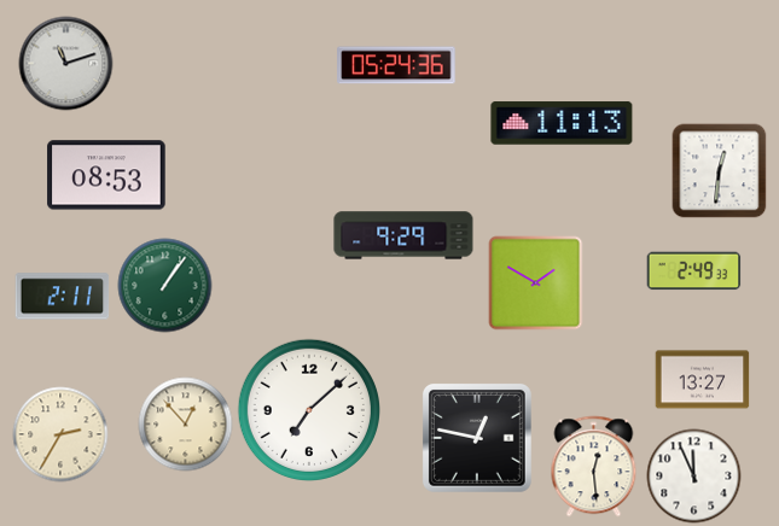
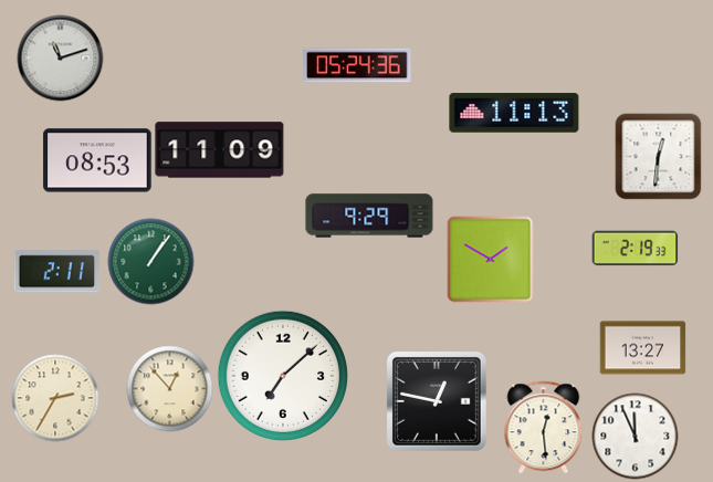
clock at (396, 65) position: (396, 65) -> (357, 65)
clock at (220, 150): none -> 11:09
clock at (693, 271): 2:49 -> 2:19
